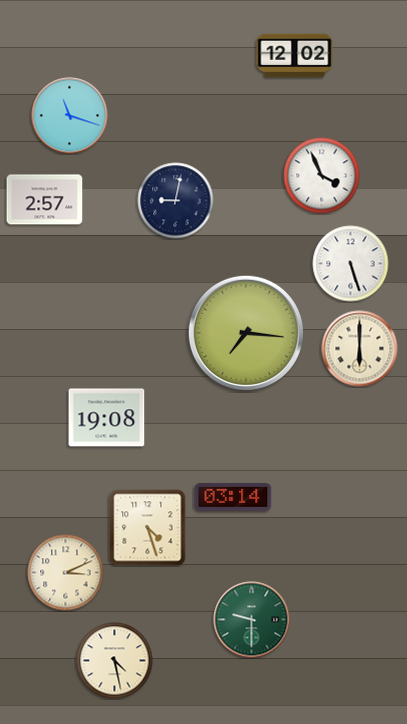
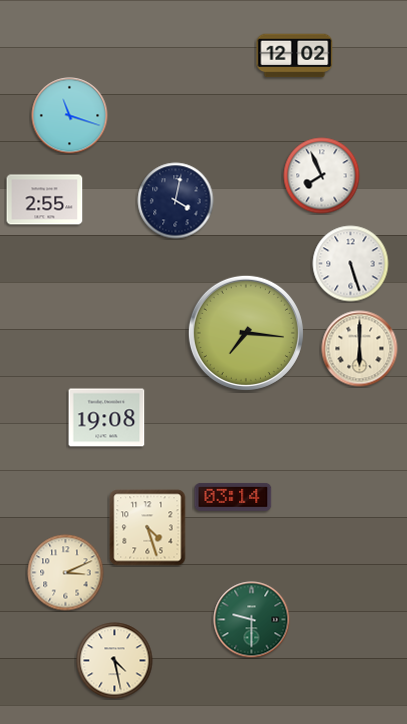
clock at (322, 176): 3:56 -> 7:56
clock at (45, 200): 2:57 -> 2:55
clock at (176, 201): 9:02 -> 4:02
